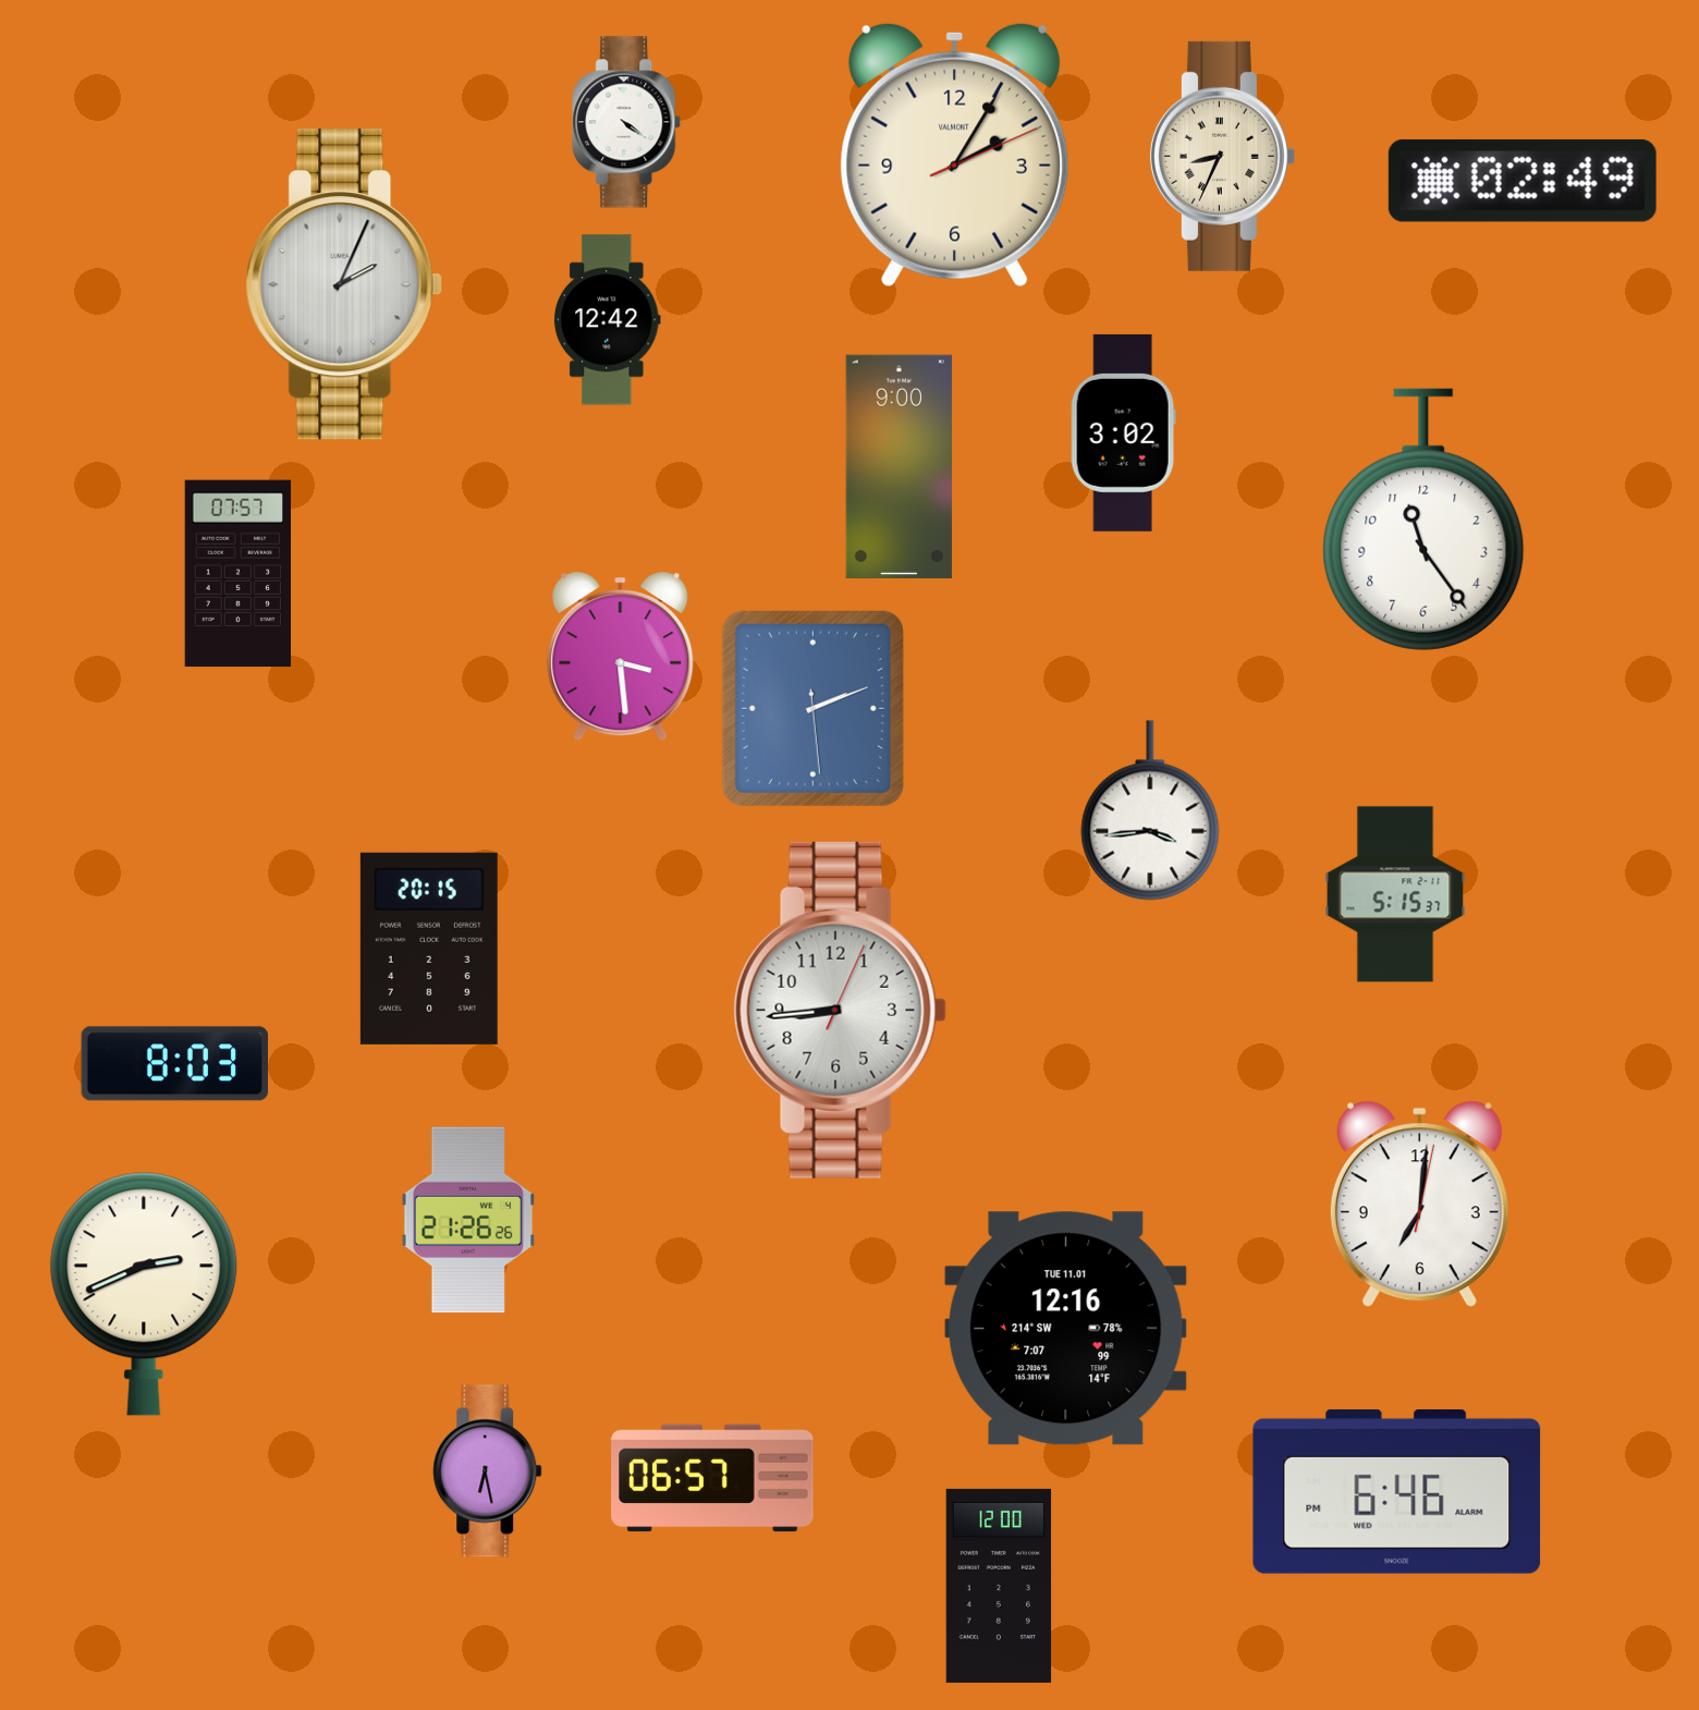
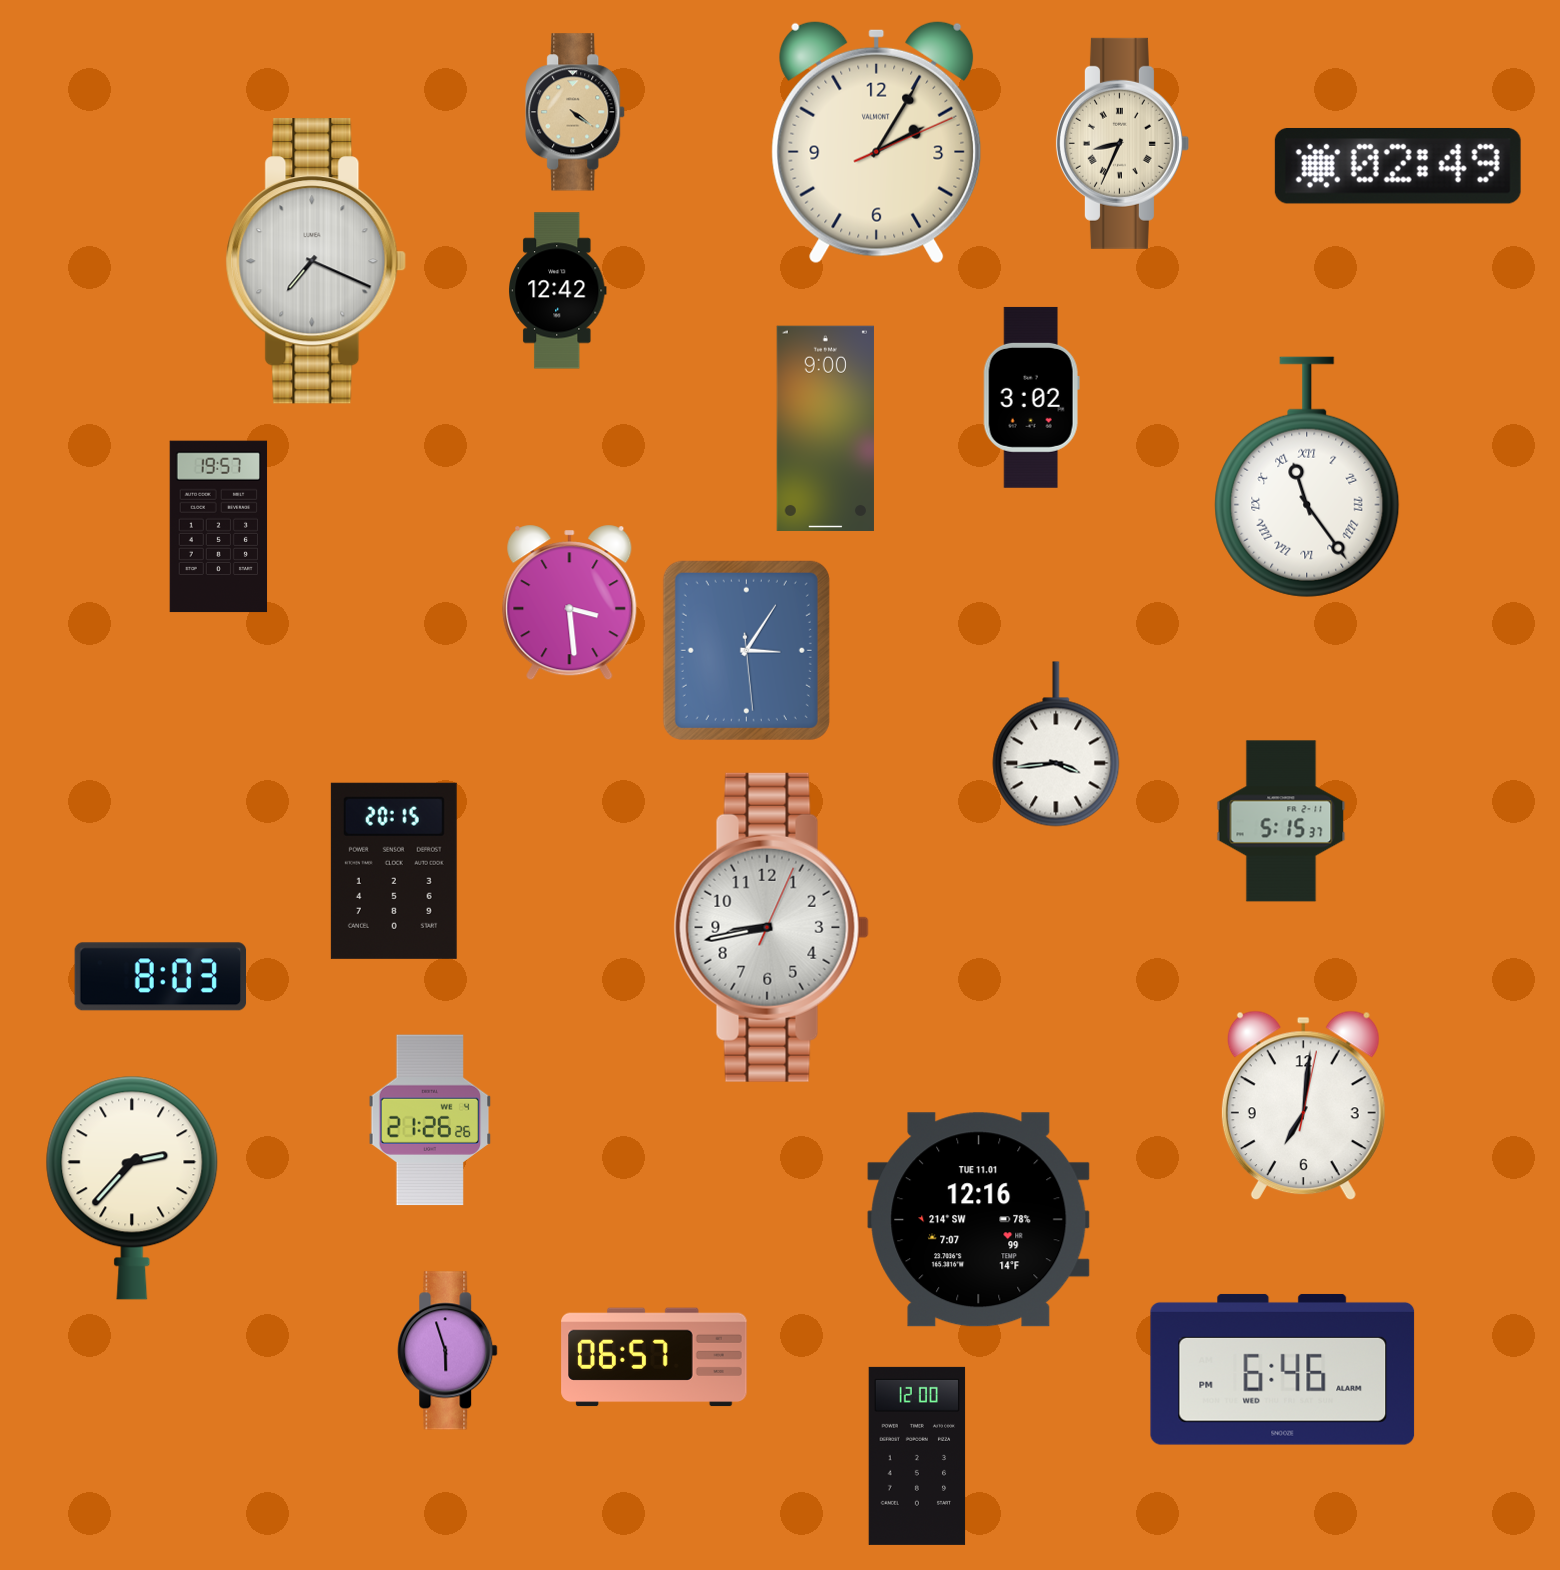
clock at (627, 122) dial: white -> champagne
clock at (344, 284): 2:04 -> 7:19
clock at (607, 320) position: (607, 320) -> (557, 291)
clock at (1423, 520) numerals: Arabic -> Roman
clock at (239, 574): 07:57 -> 19:57
clock at (812, 708): 2:11 -> 3:05
clock at (840, 1010): 8:44 -> 8:43
clock at (144, 1294): 2:41 -> 2:37
clock at (488, 1471): 6:28 -> 5:57
